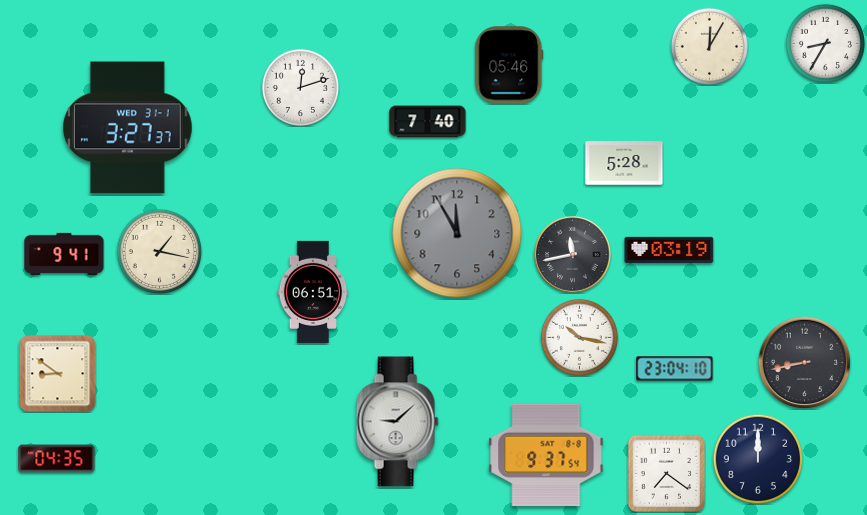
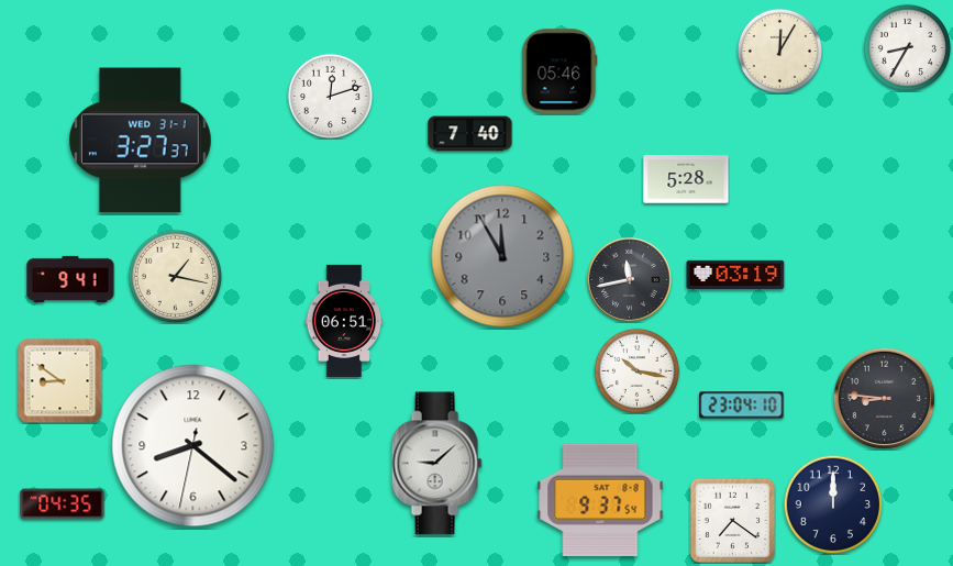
clock at (804, 362): 8:43 -> 8:46
clock at (57, 373) position: (57, 373) -> (59, 380)
clock at (193, 446): none -> 8:21
